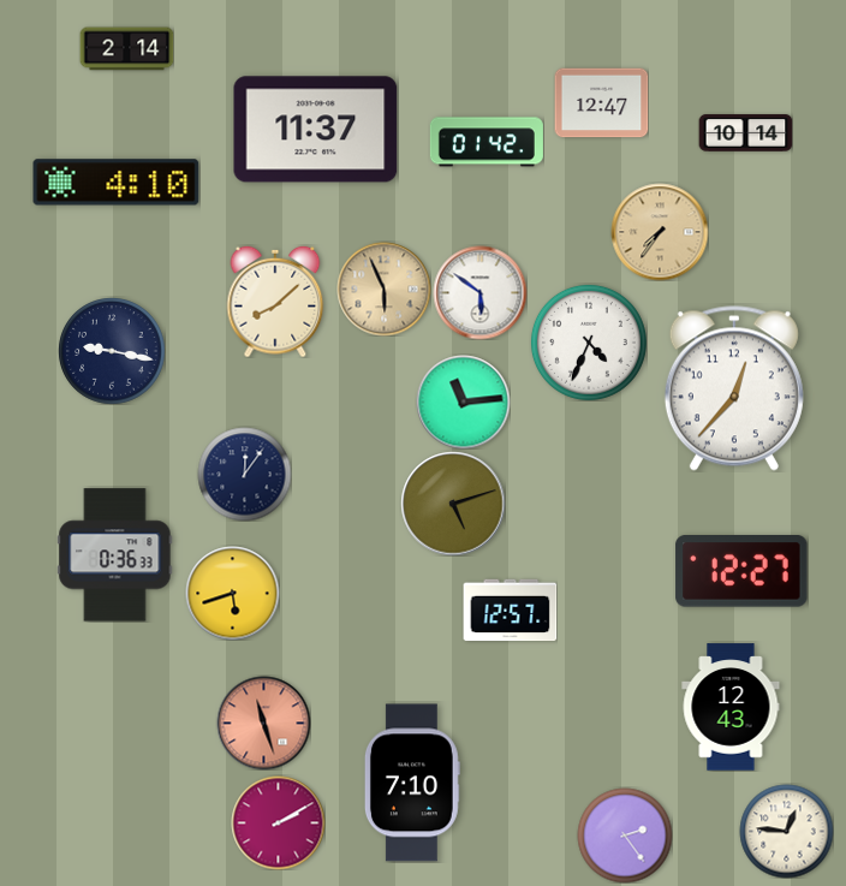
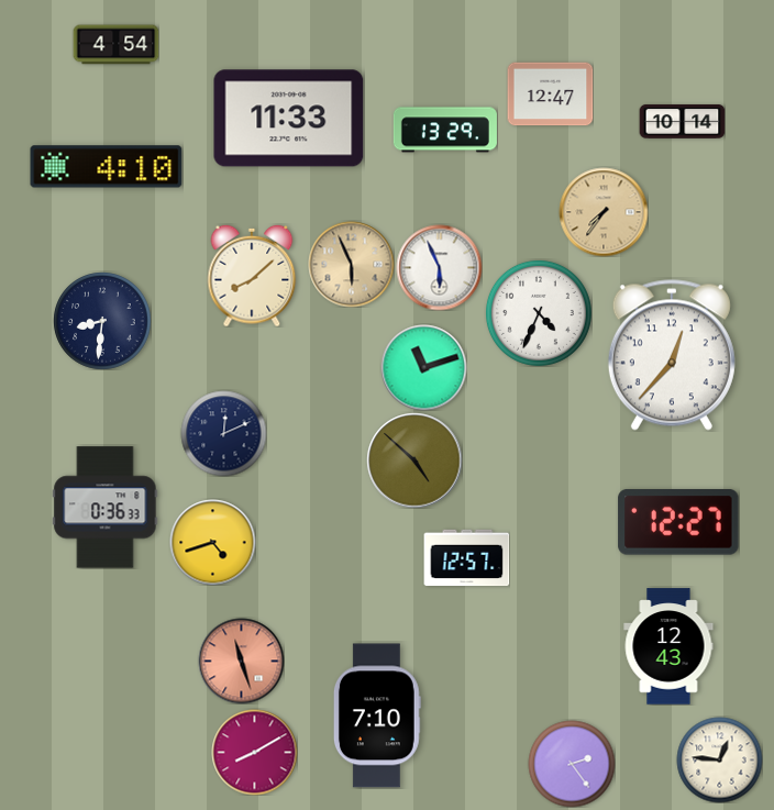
clock at (126, 49): 2:14 -> 4:54
clock at (316, 130): 11:37 -> 11:33
clock at (487, 142): 01:42 -> 13:29
clock at (479, 292): 5:51 -> 5:56
clock at (112, 351): 9:17 -> 8:31
clock at (463, 402): 11:14 -> 11:12
clock at (244, 474): 12:06 -> 12:11
clock at (453, 504): 5:12 -> 4:52
clock at (232, 593): 5:42 -> 4:42
clock at (278, 822): 2:10 -> 8:10
